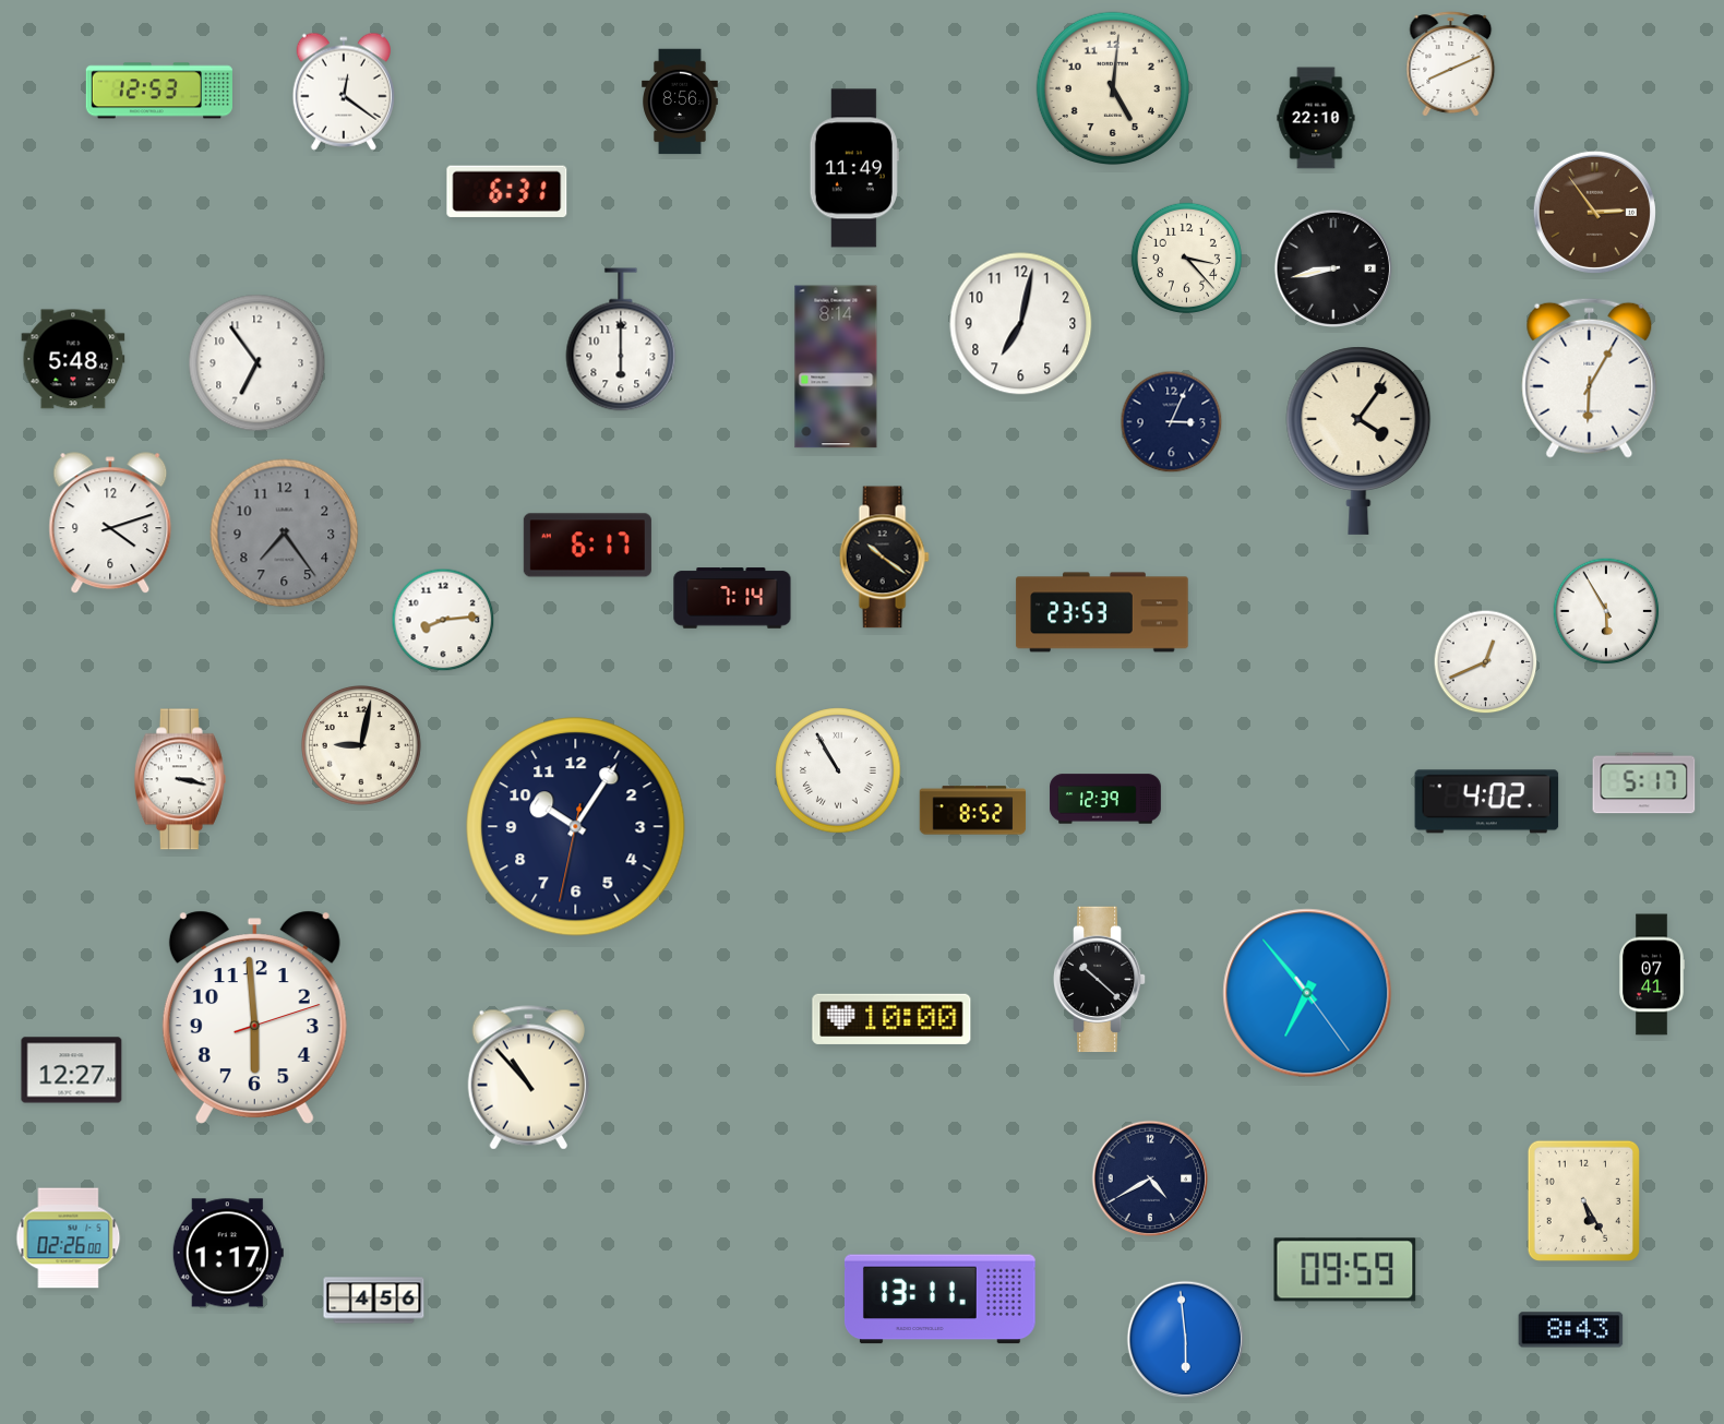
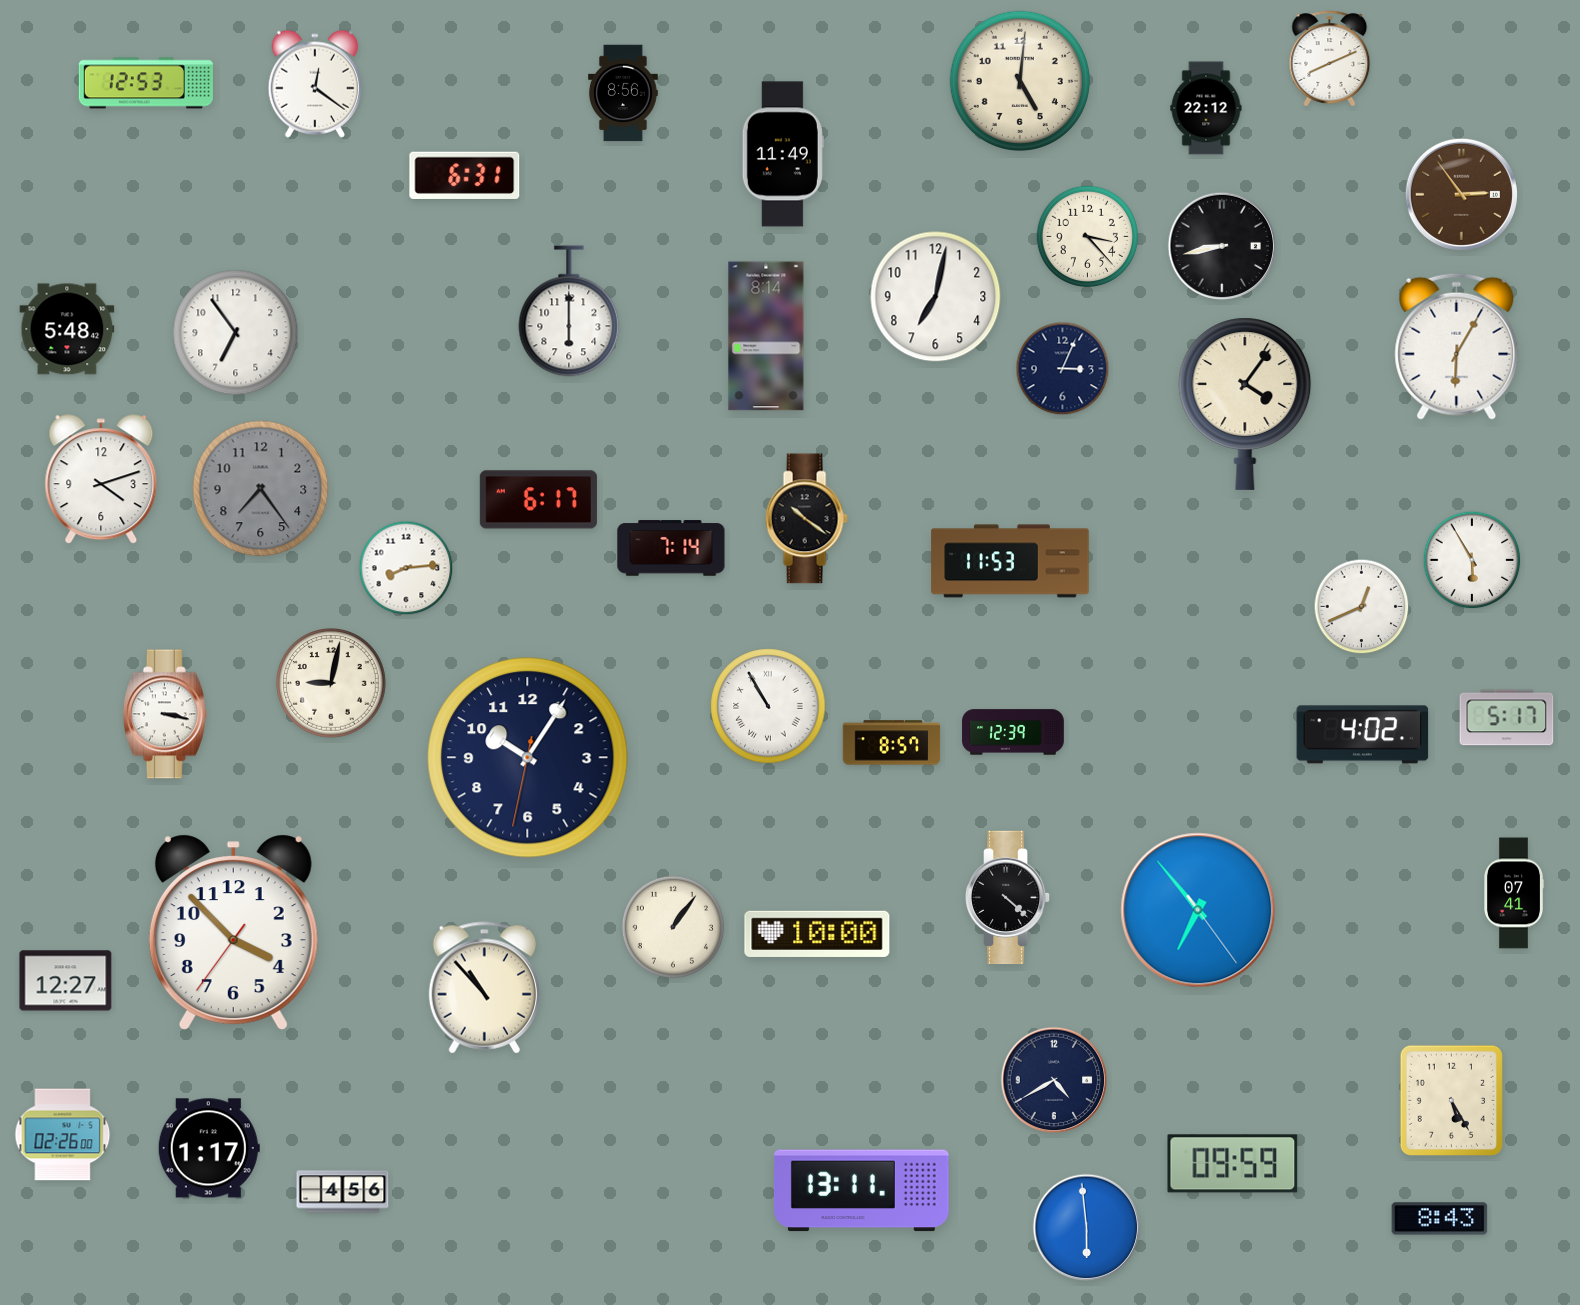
clock at (1316, 118): 22:10 -> 22:12
clock at (1172, 422) position: (1172, 422) -> (1063, 369)
clock at (884, 558) position: (884, 558) -> (806, 519)
clock at (1102, 612): 23:53 -> 11:53
clock at (973, 811): 8:52 -> 8:57
clock at (1100, 980): 10:22 -> 4:22
clock at (673, 927): none -> 1:06
clock at (254, 1017): 5:59 -> 3:52
